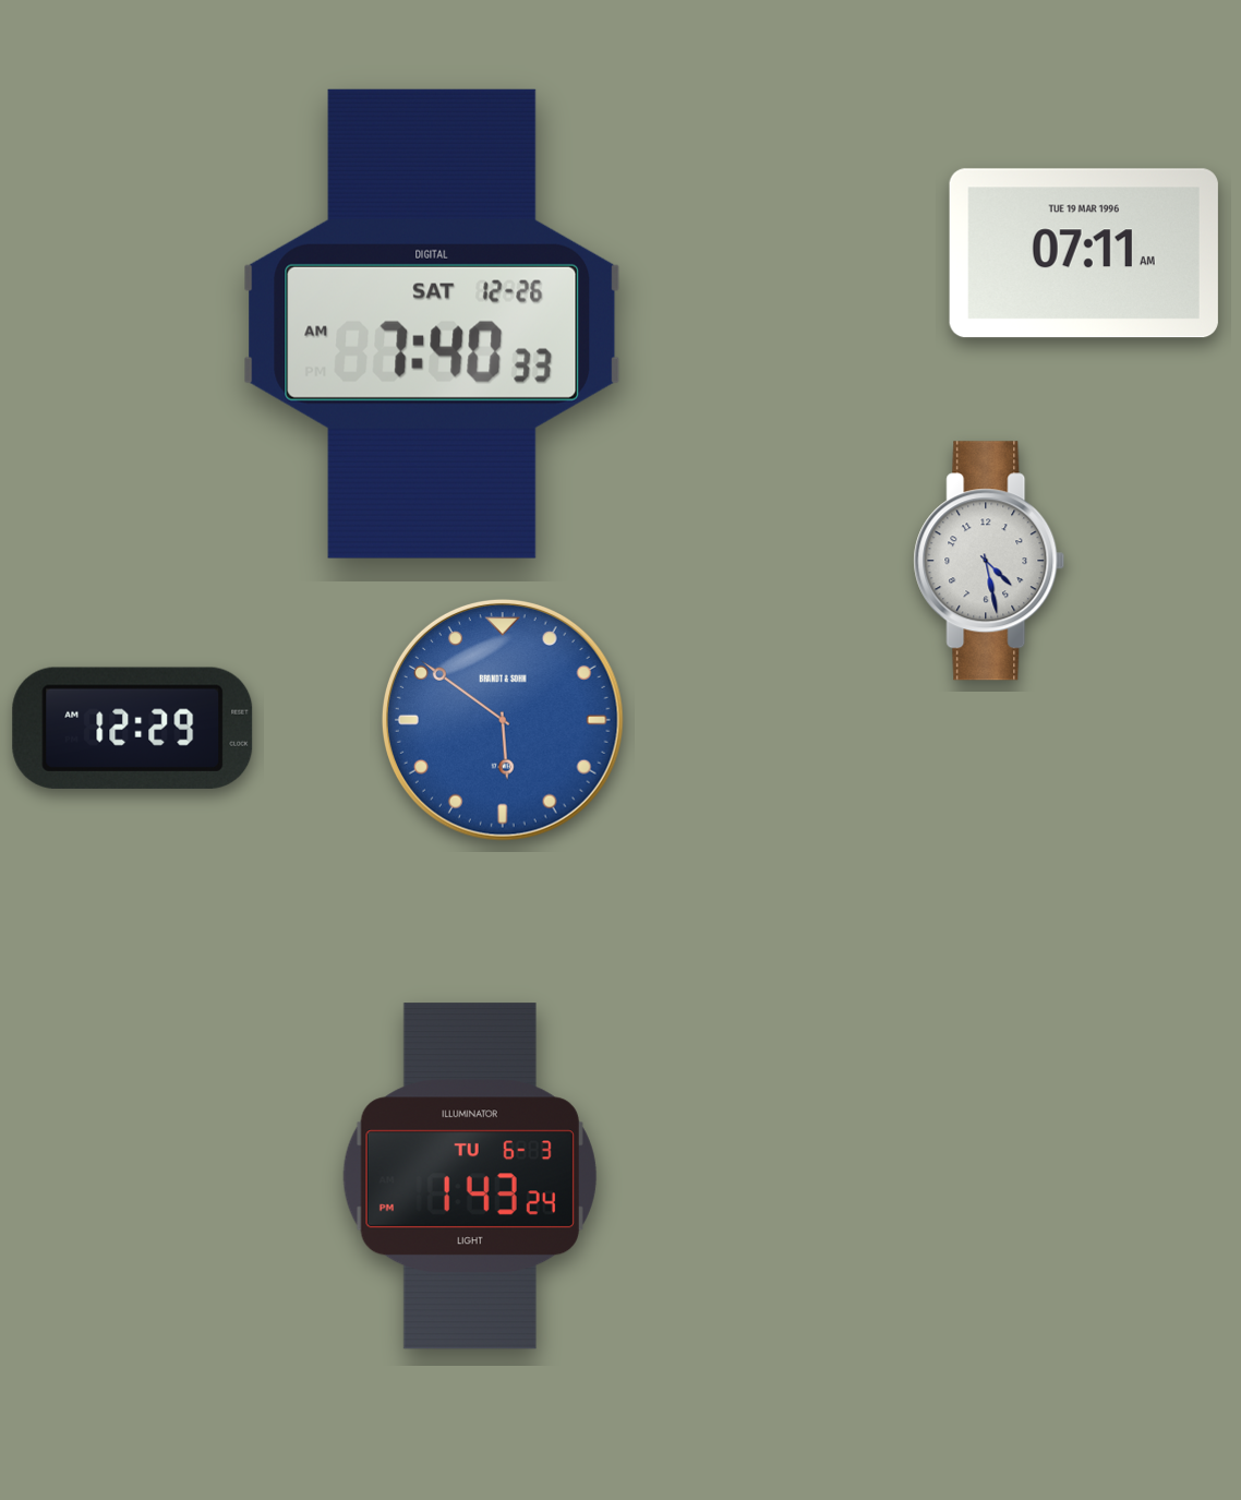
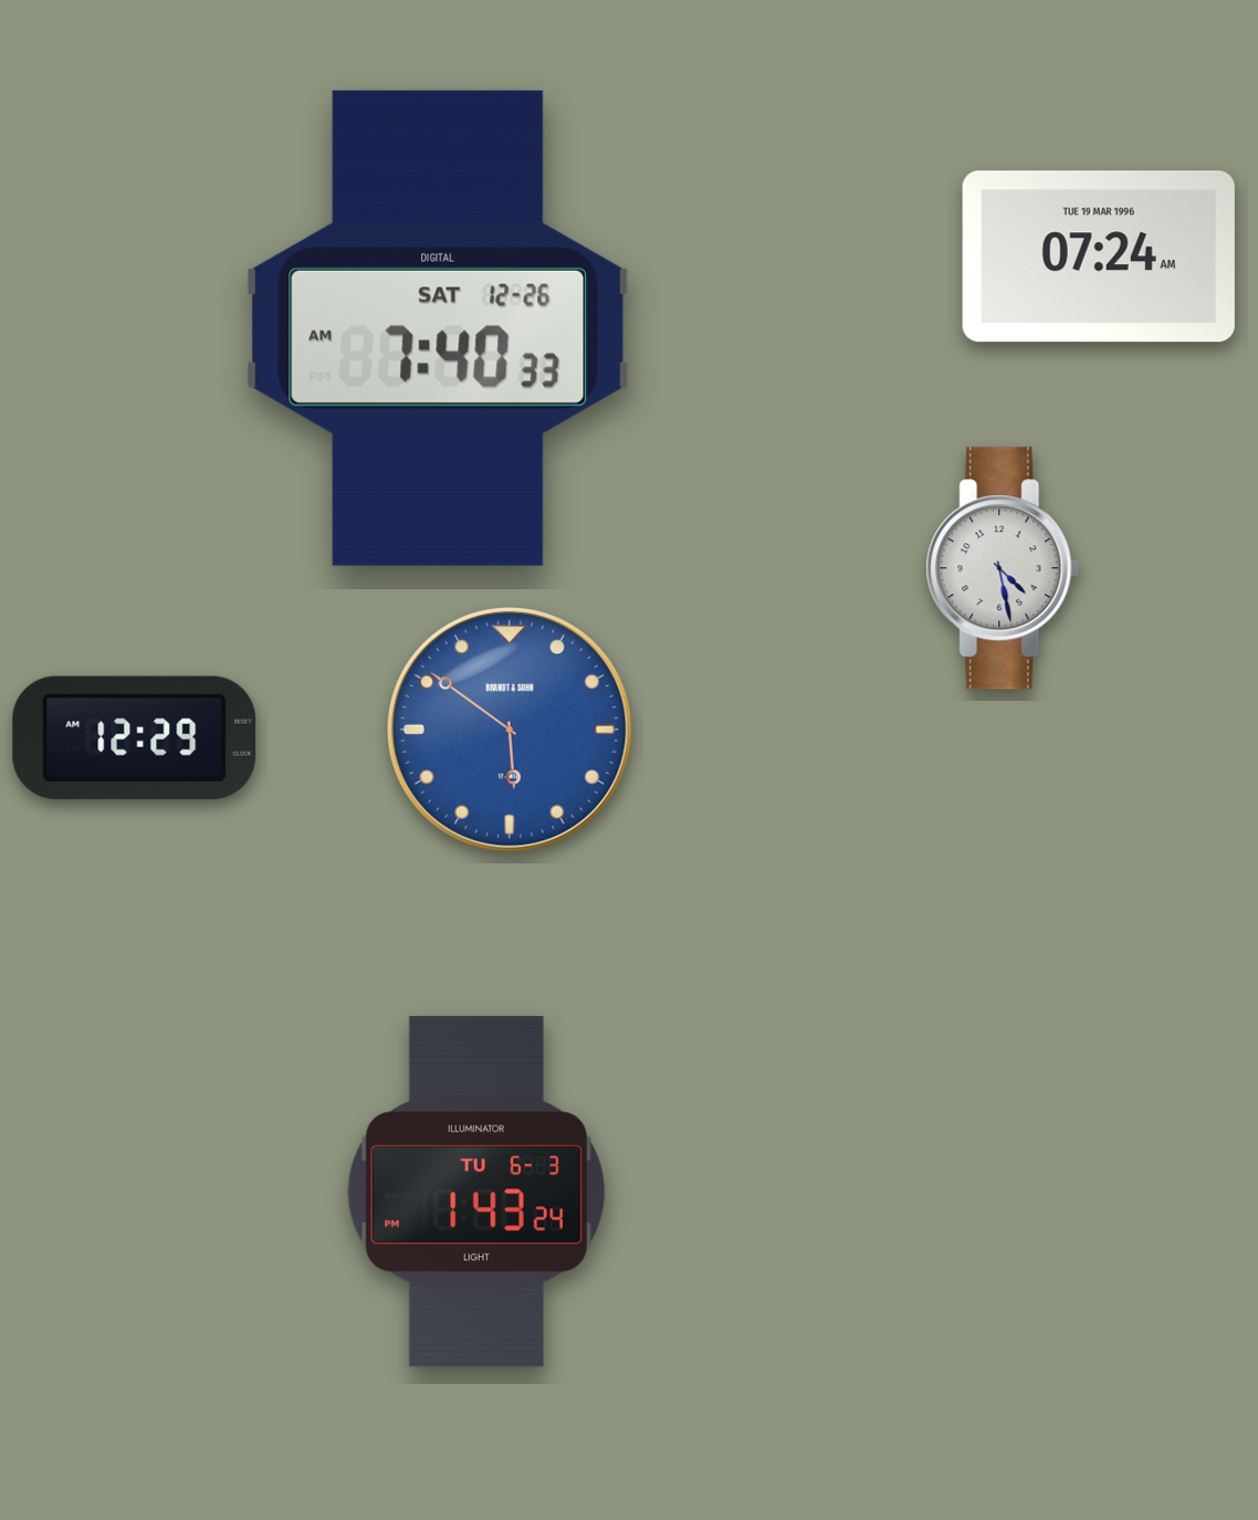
clock at (1084, 253): 07:11 -> 07:24
